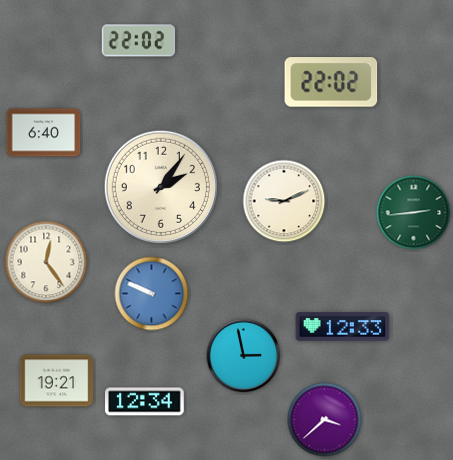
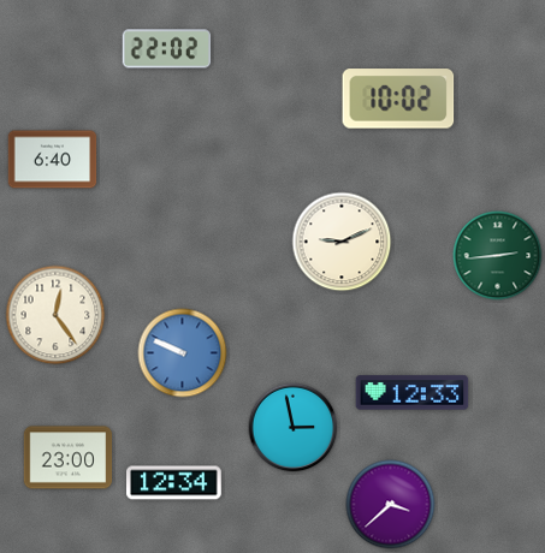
clock at (331, 82): 22:02 -> 10:02
clock at (161, 187): 2:06 -> none
clock at (57, 381): 19:21 -> 23:00
